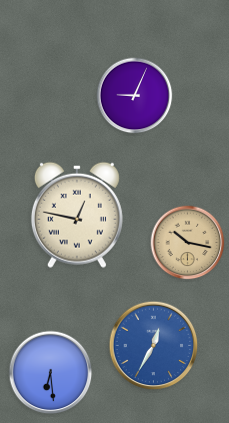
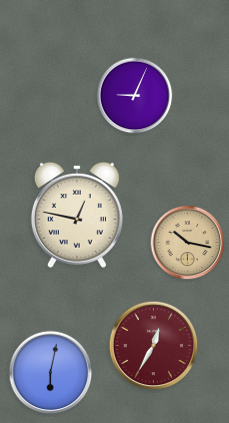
clock at (154, 346) dial: blue -> burgundy
clock at (51, 373): 6:29 -> 6:02
